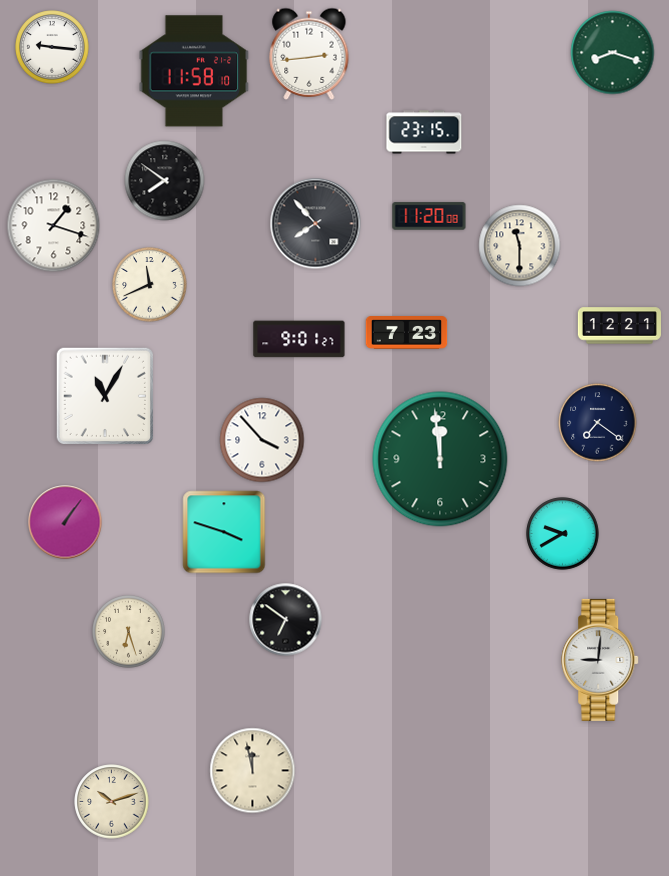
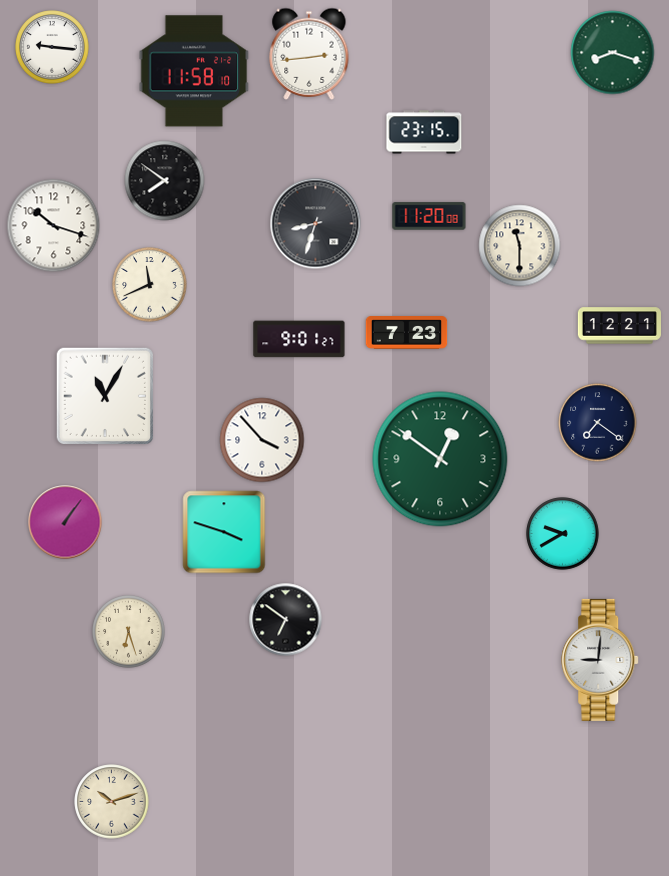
clock at (316, 224): 7:53 -> 8:33
clock at (54, 226): 1:18 -> 10:18
clock at (440, 459): 11:59 -> 12:51
clock at (253, 771): 11:58 -> none
